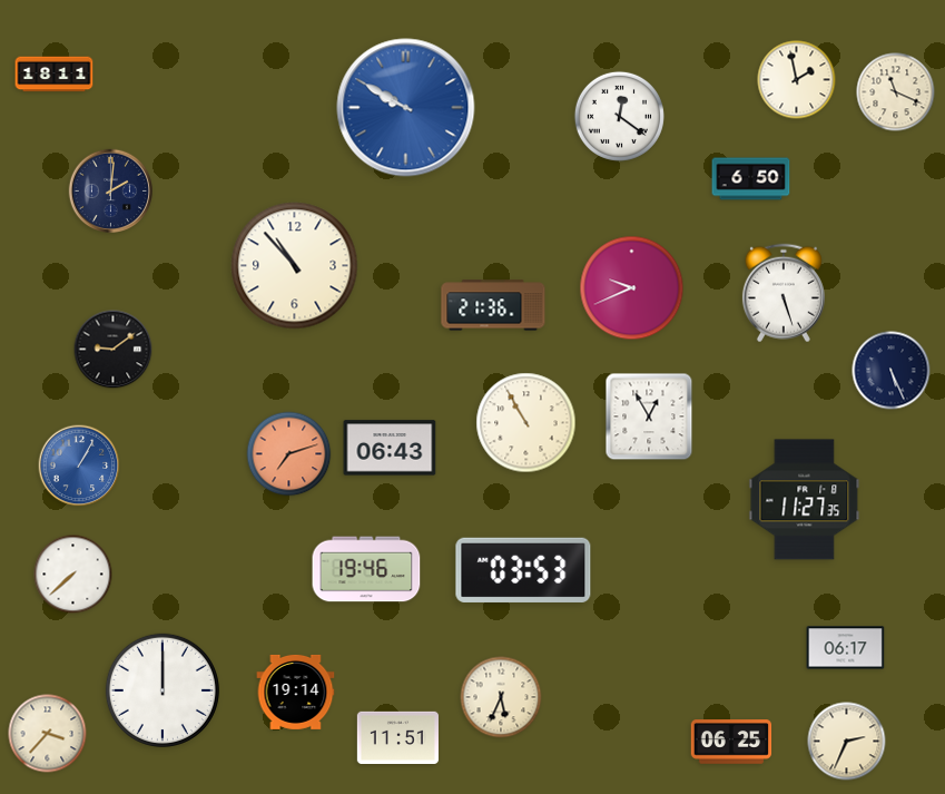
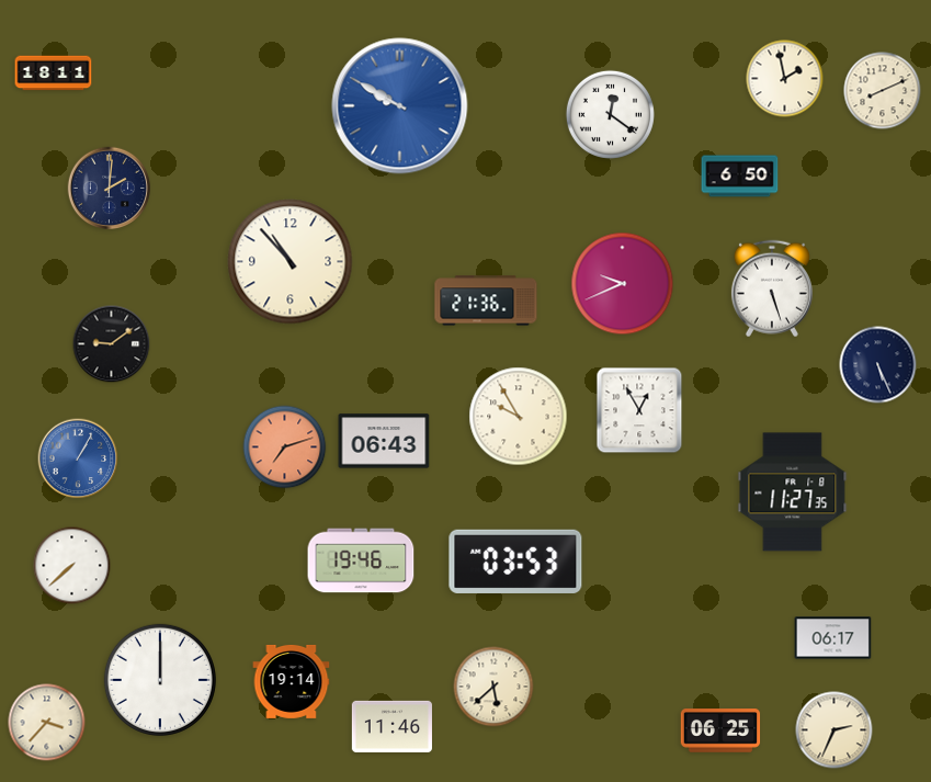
clock at (896, 92): 11:19 -> 8:11
clock at (526, 423): 10:55 -> 9:55
clock at (501, 697): 5:34 -> 5:38
clock at (397, 737): 11:51 -> 11:46
